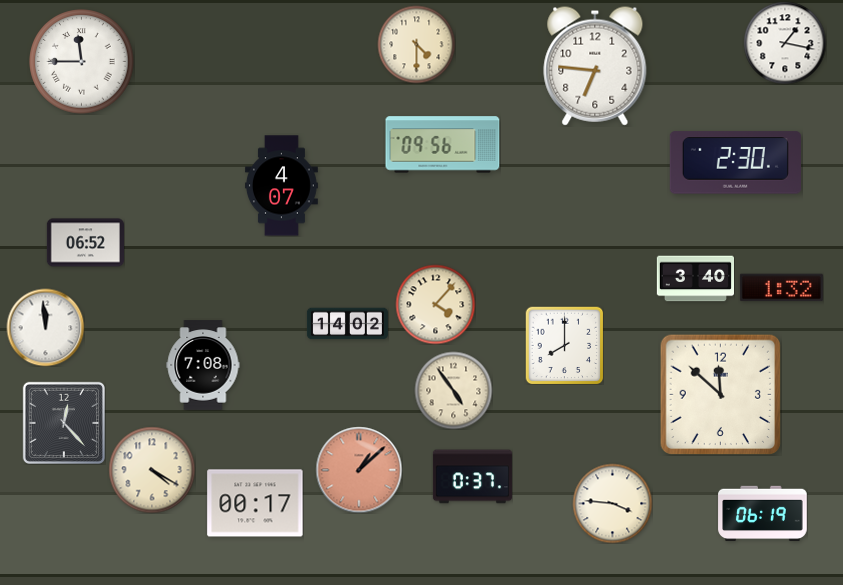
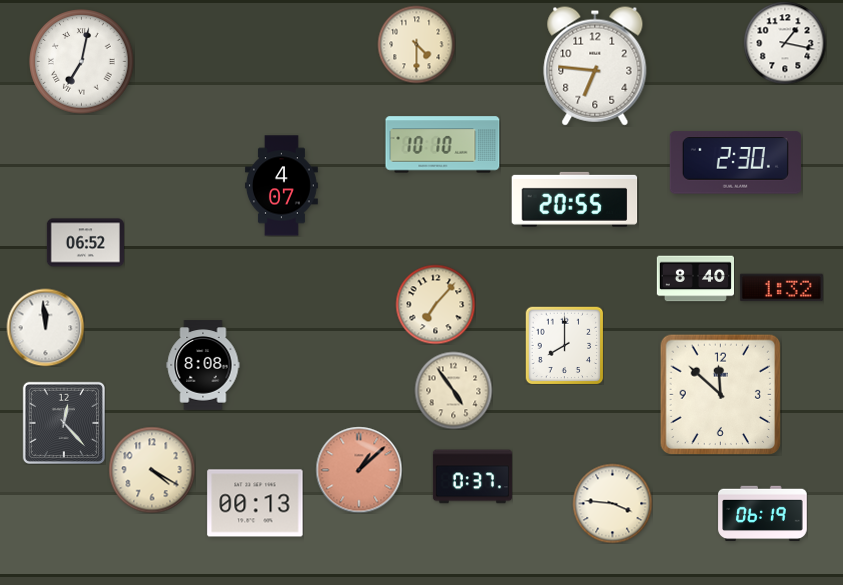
clock at (82, 62): 11:45 -> 7:02
clock at (443, 145): 09:56 -> 10:10
clock at (575, 199): none -> 20:55
clock at (695, 279): 3:40 -> 8:40
clock at (435, 304): 4:07 -> 7:07
clock at (347, 324): 14:02 -> none
clock at (203, 365): 7:08 -> 8:08
clock at (255, 503): 00:17 -> 00:13
